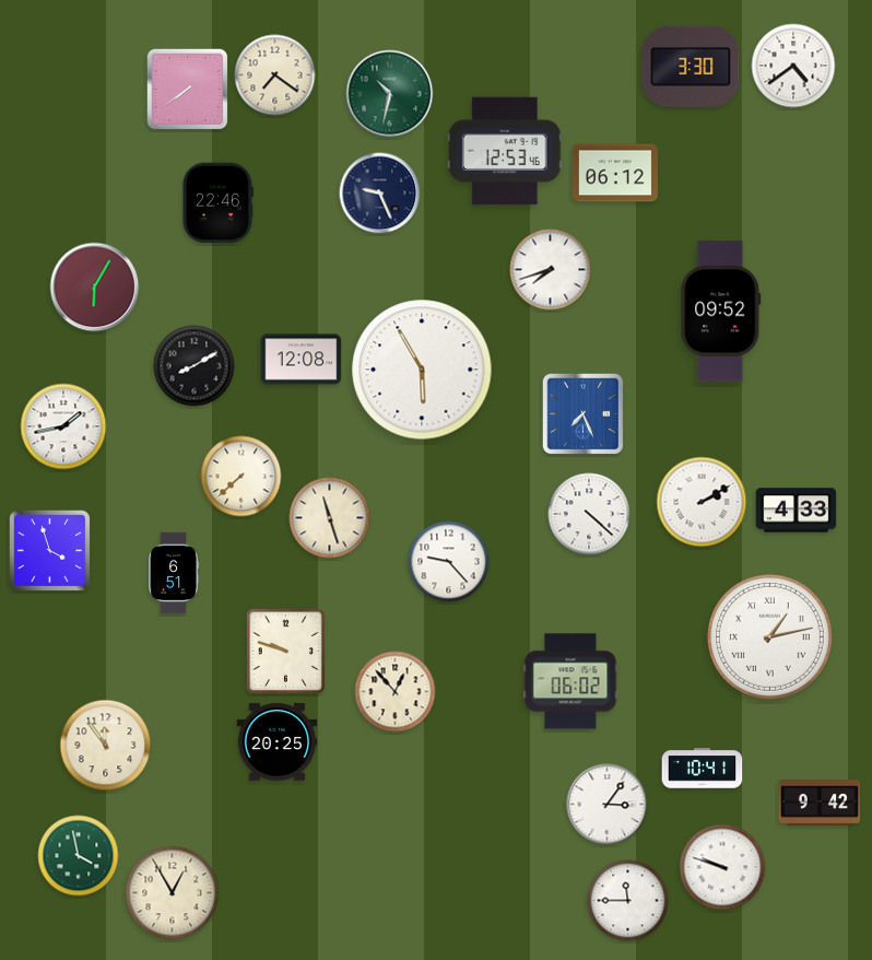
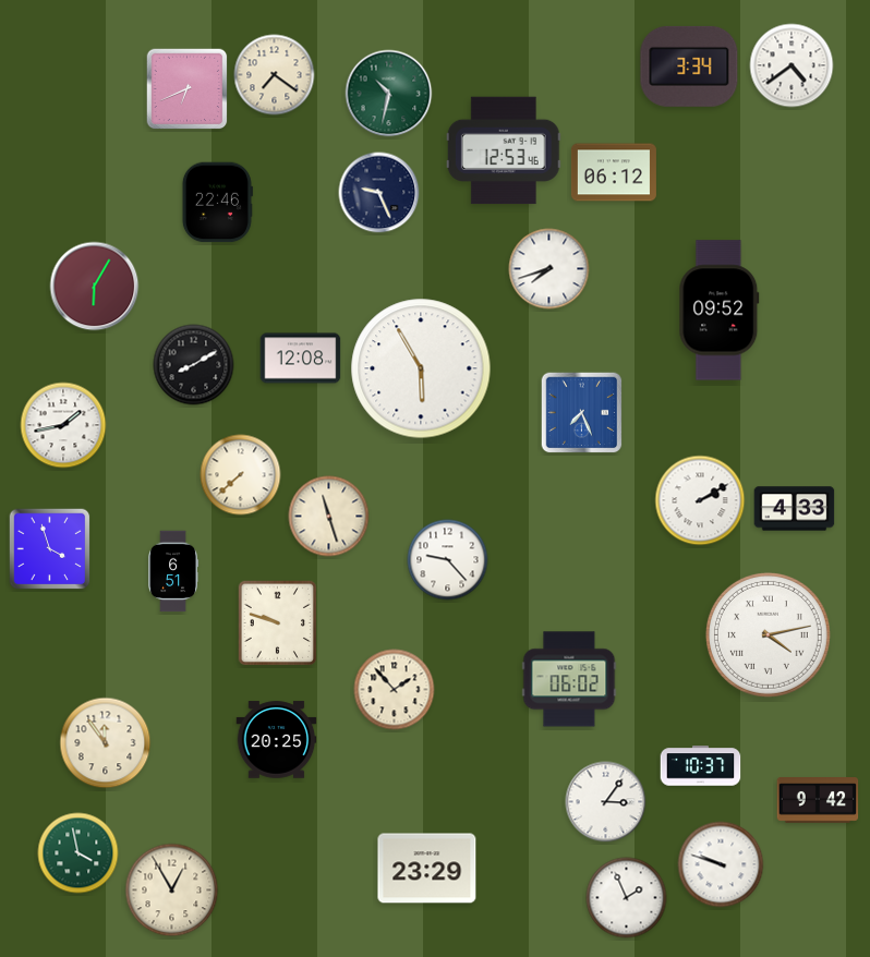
clock at (691, 67): 3:30 -> 3:34
clock at (188, 90): 7:39 -> 6:41
clock at (589, 514): 4:22 -> none
clock at (769, 636): 1:13 -> 4:13
clock at (286, 652) position: (286, 652) -> (278, 623)
clock at (396, 692): 12:53 -> 1:53
clock at (703, 769): 10:41 -> 10:37
clock at (427, 869): none -> 23:29
clock at (628, 901): 11:45 -> 1:56
